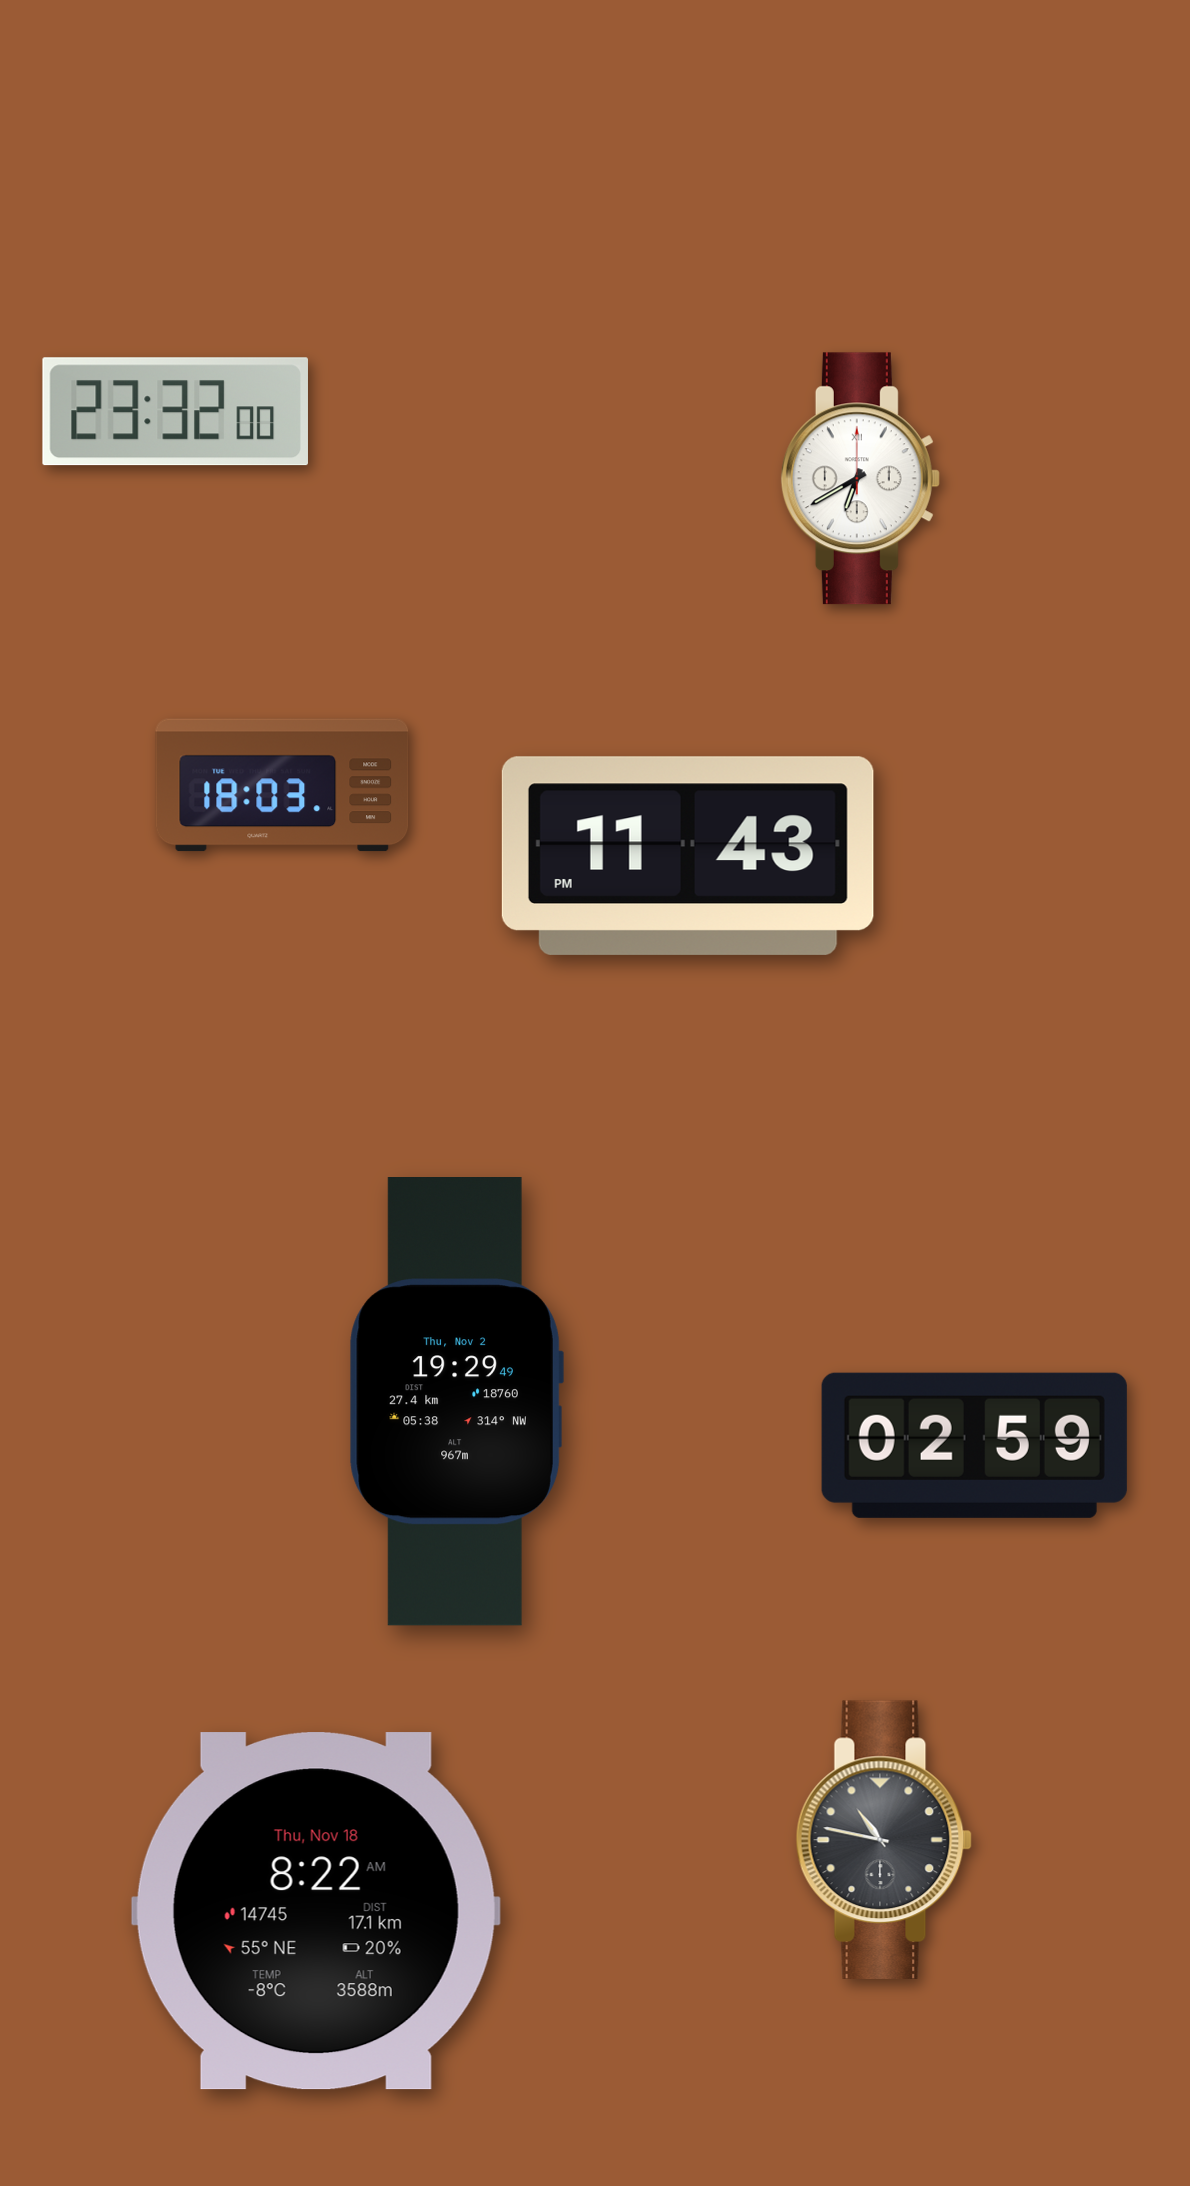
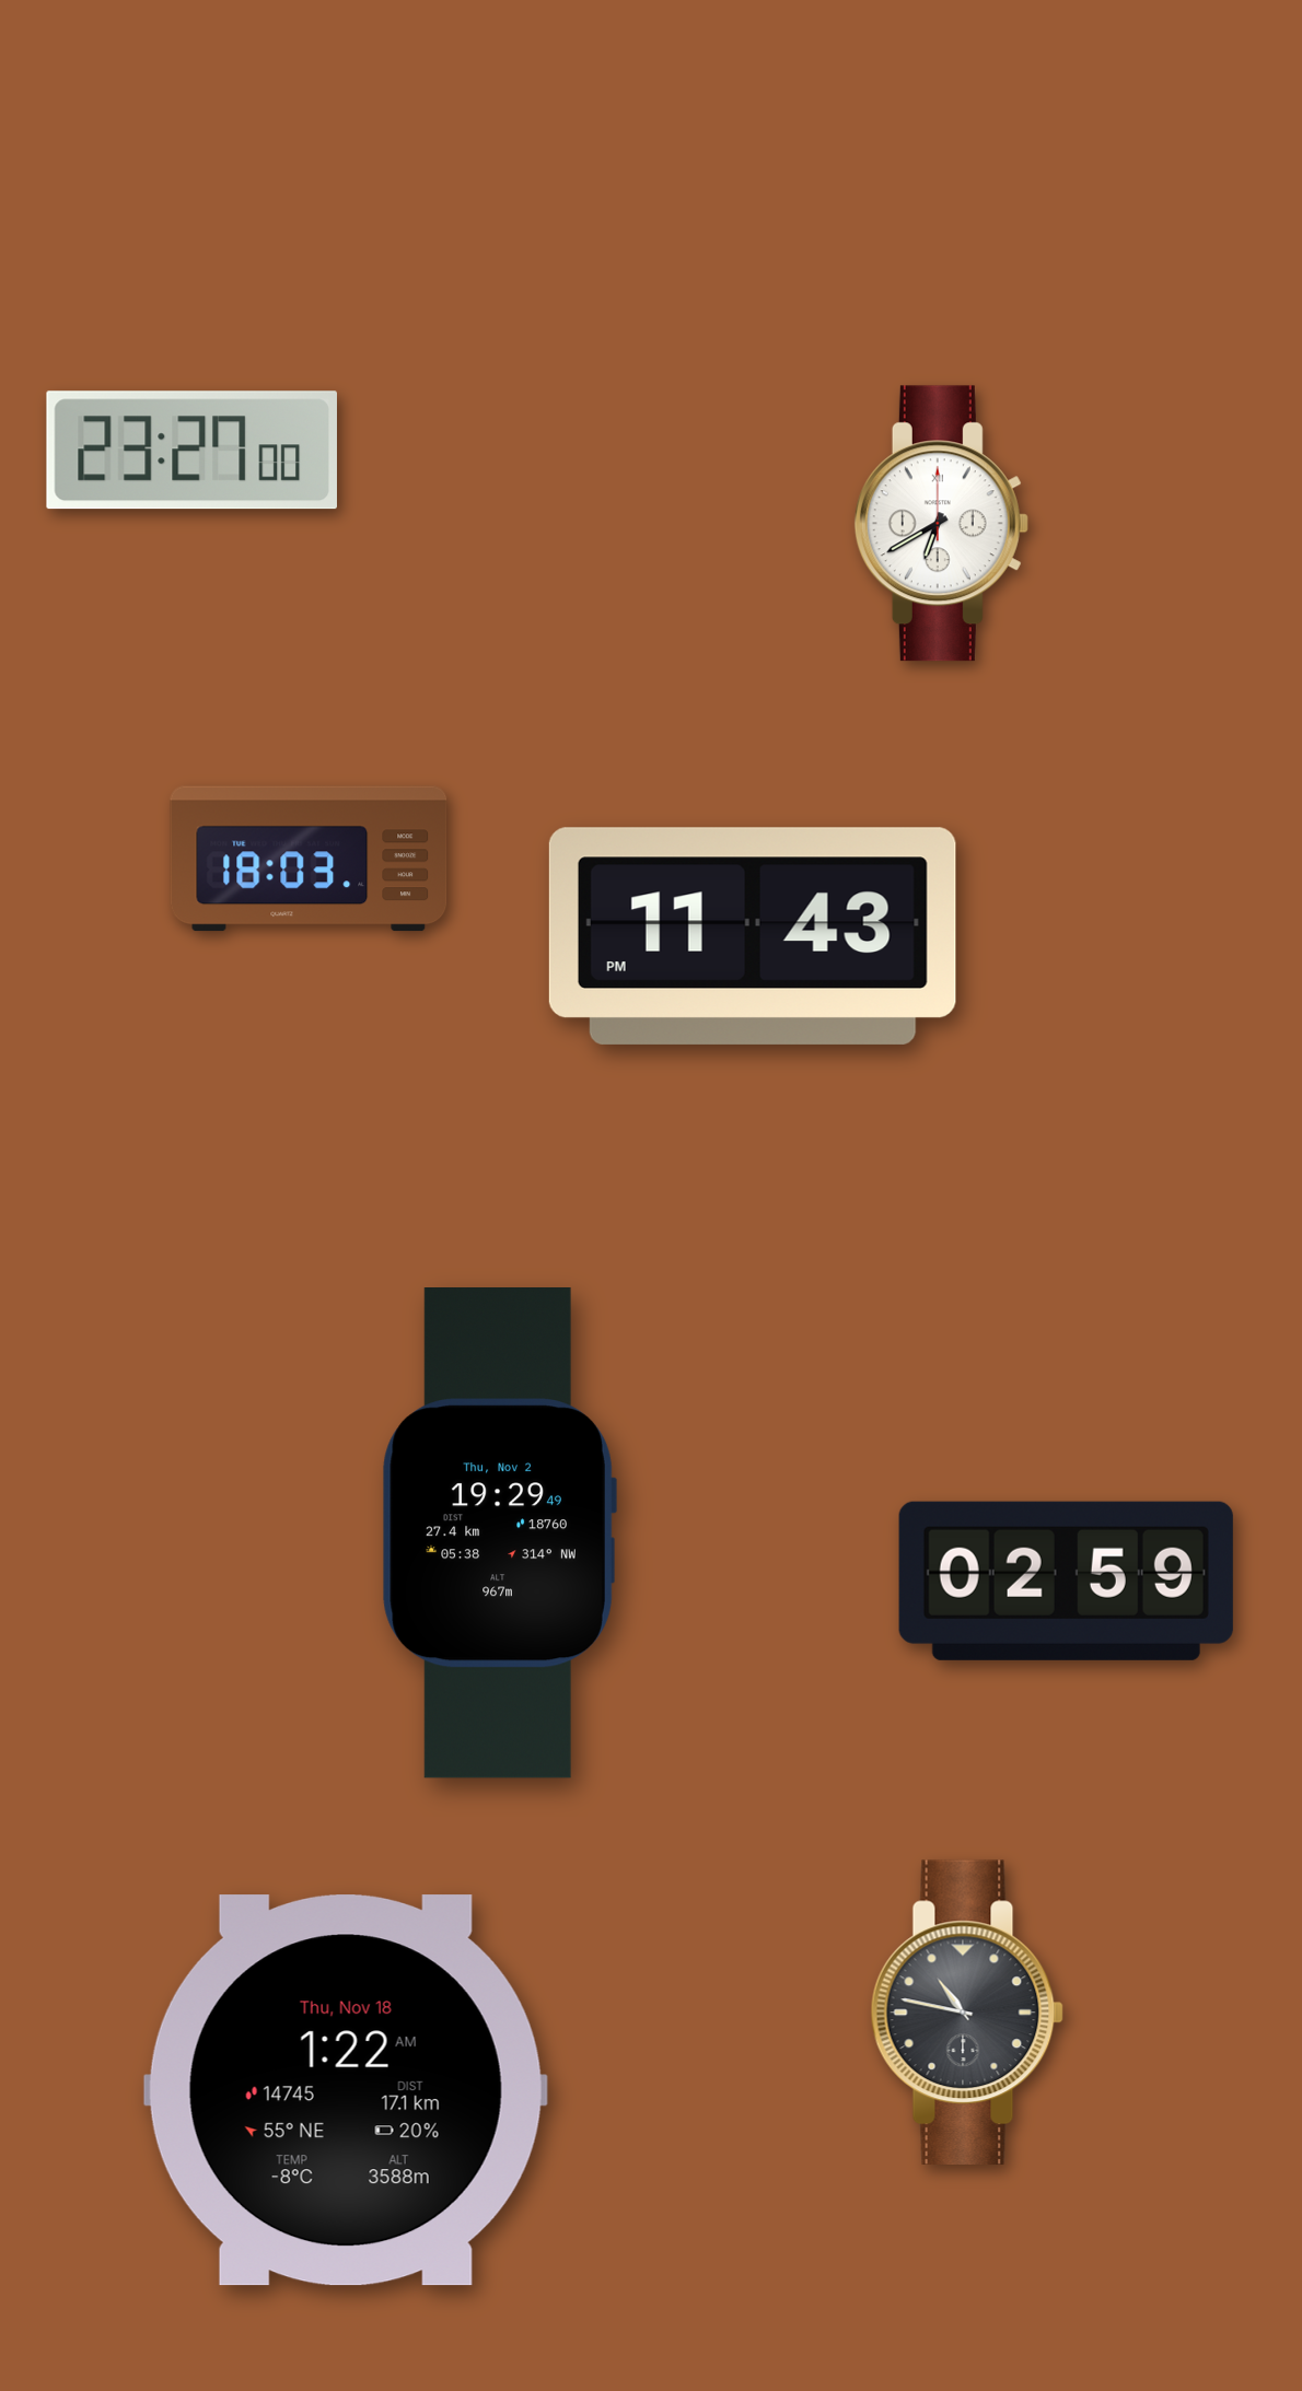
clock at (175, 412): 23:32 -> 23:27
clock at (316, 1911): 8:22 -> 1:22
